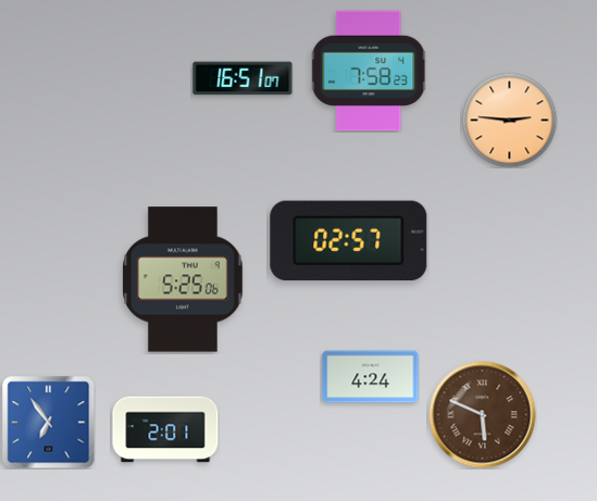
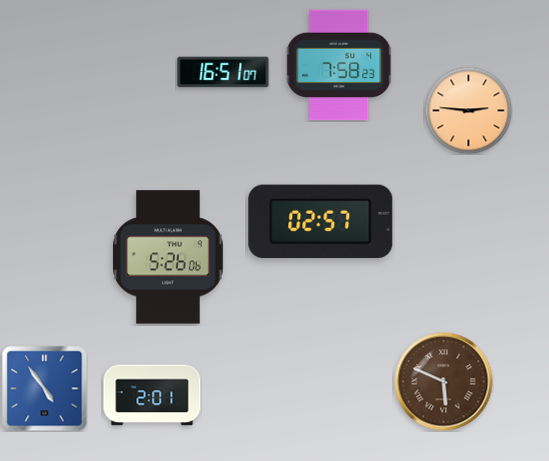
clock at (183, 279): 5:25 -> 5:26
clock at (371, 377): 4:24 -> none
clock at (48, 422): 6:54 -> 4:54
